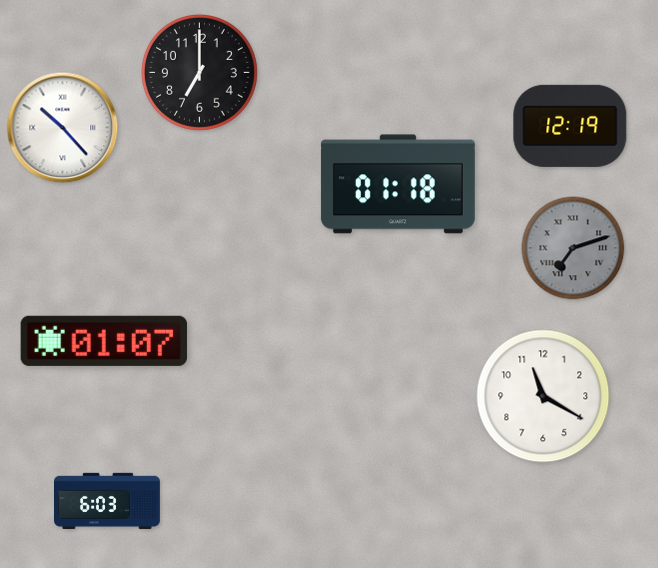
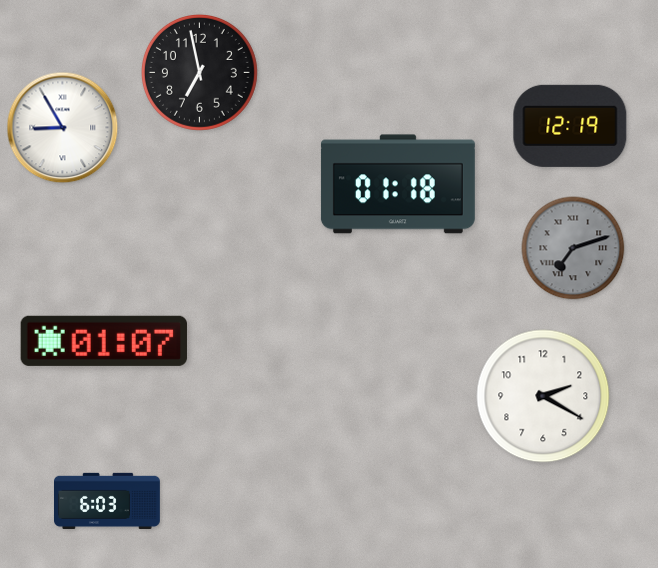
clock at (199, 72): 7:00 -> 6:58
clock at (63, 128): 10:23 -> 8:55
clock at (543, 396): 11:20 -> 2:20
